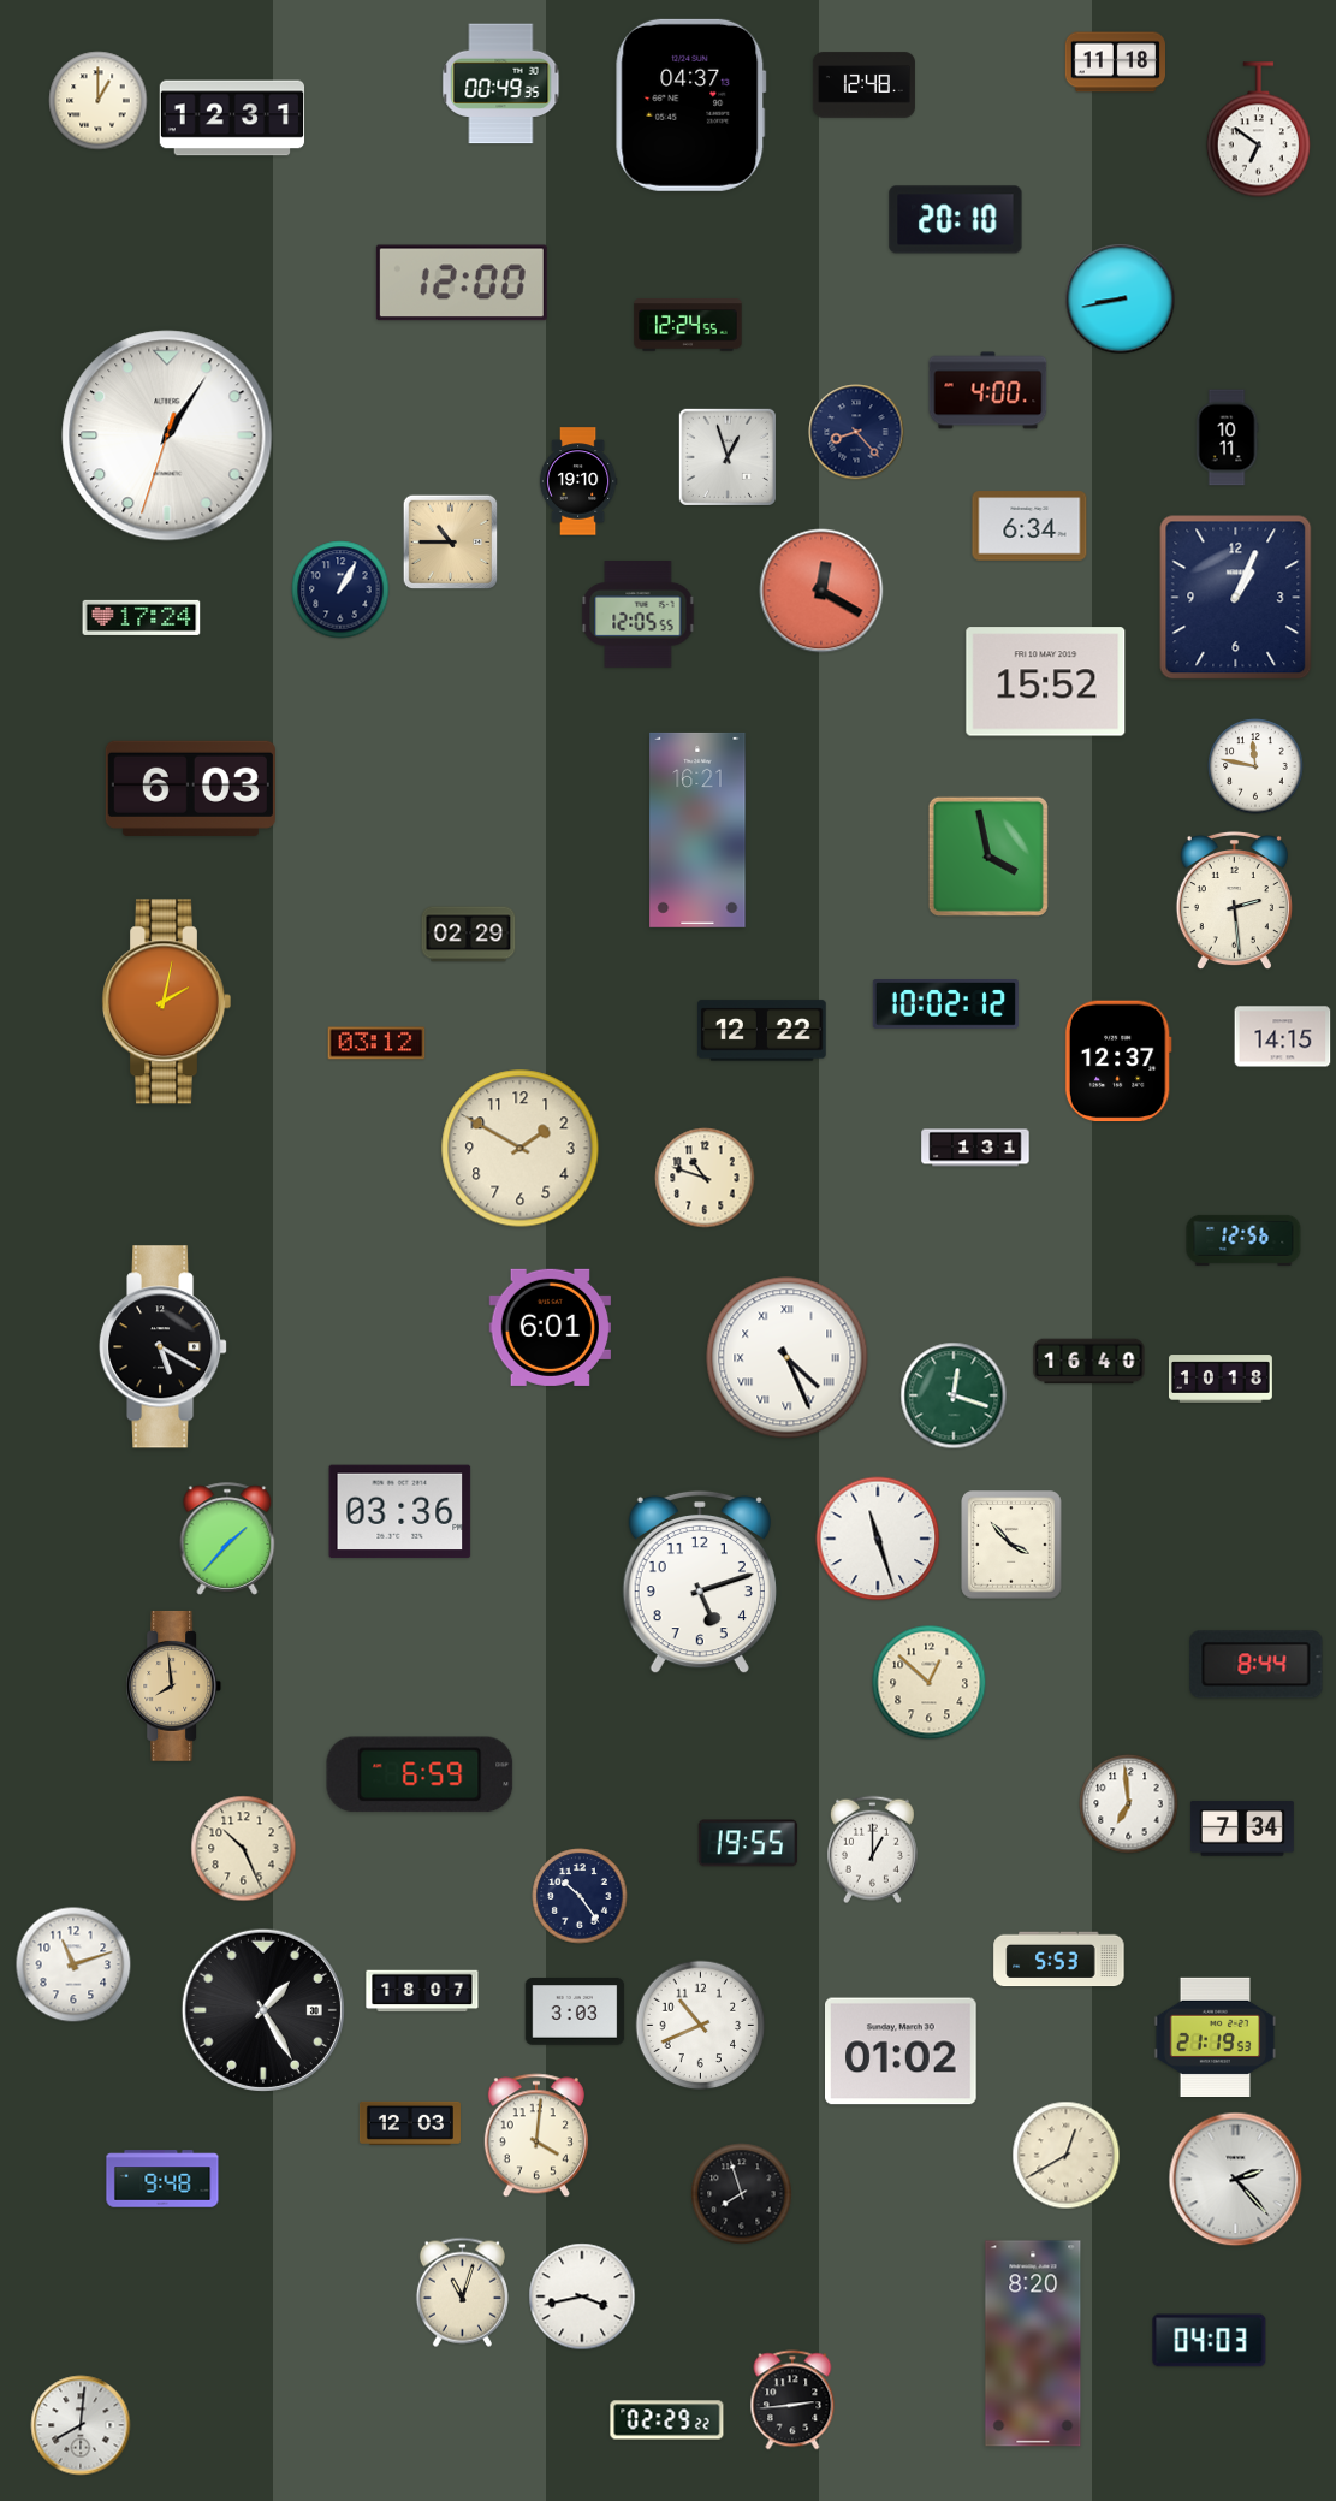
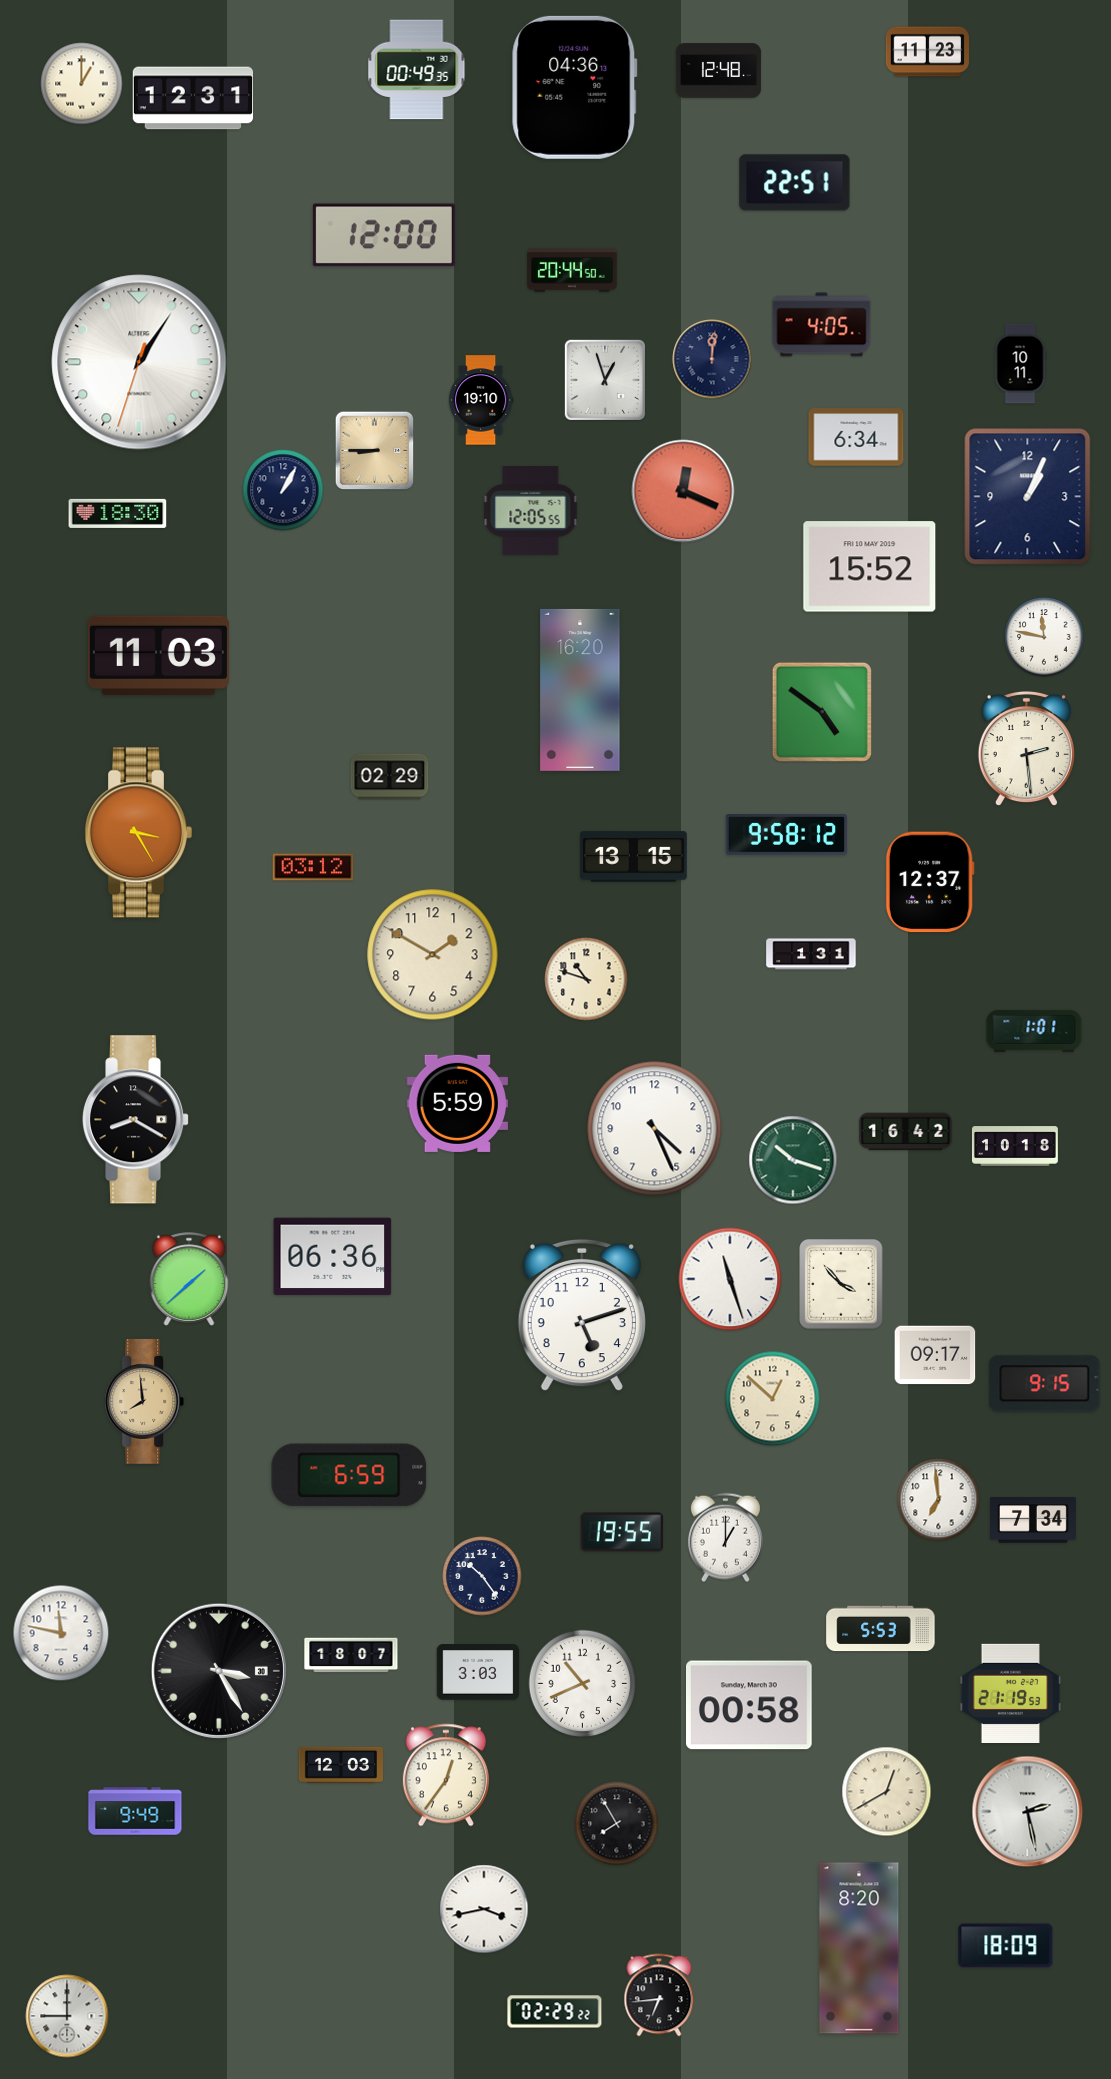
clock at (1115, 63): 11:18 -> 11:23
clock at (691, 105): 04:37 -> 04:36
clock at (1258, 130): 6:51 -> none
clock at (956, 220): 20:10 -> 22:51
clock at (1121, 300): 8:43 -> none
clock at (688, 325): 12:24 -> 20:44
clock at (988, 391): 4:00 -> 4:05
clock at (856, 432): 8:23 -> 12:01
clock at (451, 543): 10:45 -> 8:45
clock at (821, 591): 12:20 -> 12:19
clock at (142, 617): 17:24 -> 18:30
clock at (190, 788): 6:03 -> 11:03
clock at (697, 830): 16:21 -> 16:20
clock at (988, 857): 3:58 -> 4:51
clock at (166, 1002): 2:02 -> 3:25
clock at (945, 1004): 10:02 -> 9:58
clock at (762, 1031): 12:22 -> 13:15
clock at (1283, 1037): 14:15 -> none
clock at (1243, 1240): 12:56 -> 1:01
clock at (550, 1327): 6:01 -> 5:59
clock at (164, 1347): 5:20 -> 8:20
clock at (788, 1358) numerals: Roman -> Arabic
clock at (1089, 1362): 16:40 -> 16:42
clock at (954, 1395): 12:18 -> 10:18
clock at (400, 1512): 03:36 -> 06:36
clock at (227, 1539): 1:37 -> 1:38
clock at (935, 1355): none -> 09:17
clock at (1257, 1665): 8:44 -> 9:15
clock at (244, 1849): 10:26 -> none
clock at (73, 1964): 11:12 -> 11:47
clock at (263, 2010): 1:25 -> 3:25
clock at (902, 2051): 01:02 -> 00:58
clock at (536, 2135): 4:01 -> 12:36
clock at (162, 2179): 9:48 -> 9:49
clock at (1236, 2180): 2:23 -> 2:28
clock at (742, 2194): 7:57 -> 7:55
clock at (462, 2292): 11:03 -> none
clock at (1210, 2341): 04:03 -> 18:09
clock at (792, 2400): 2:44 -> 6:44
clock at (81, 2425): 8:01 -> 9:00
